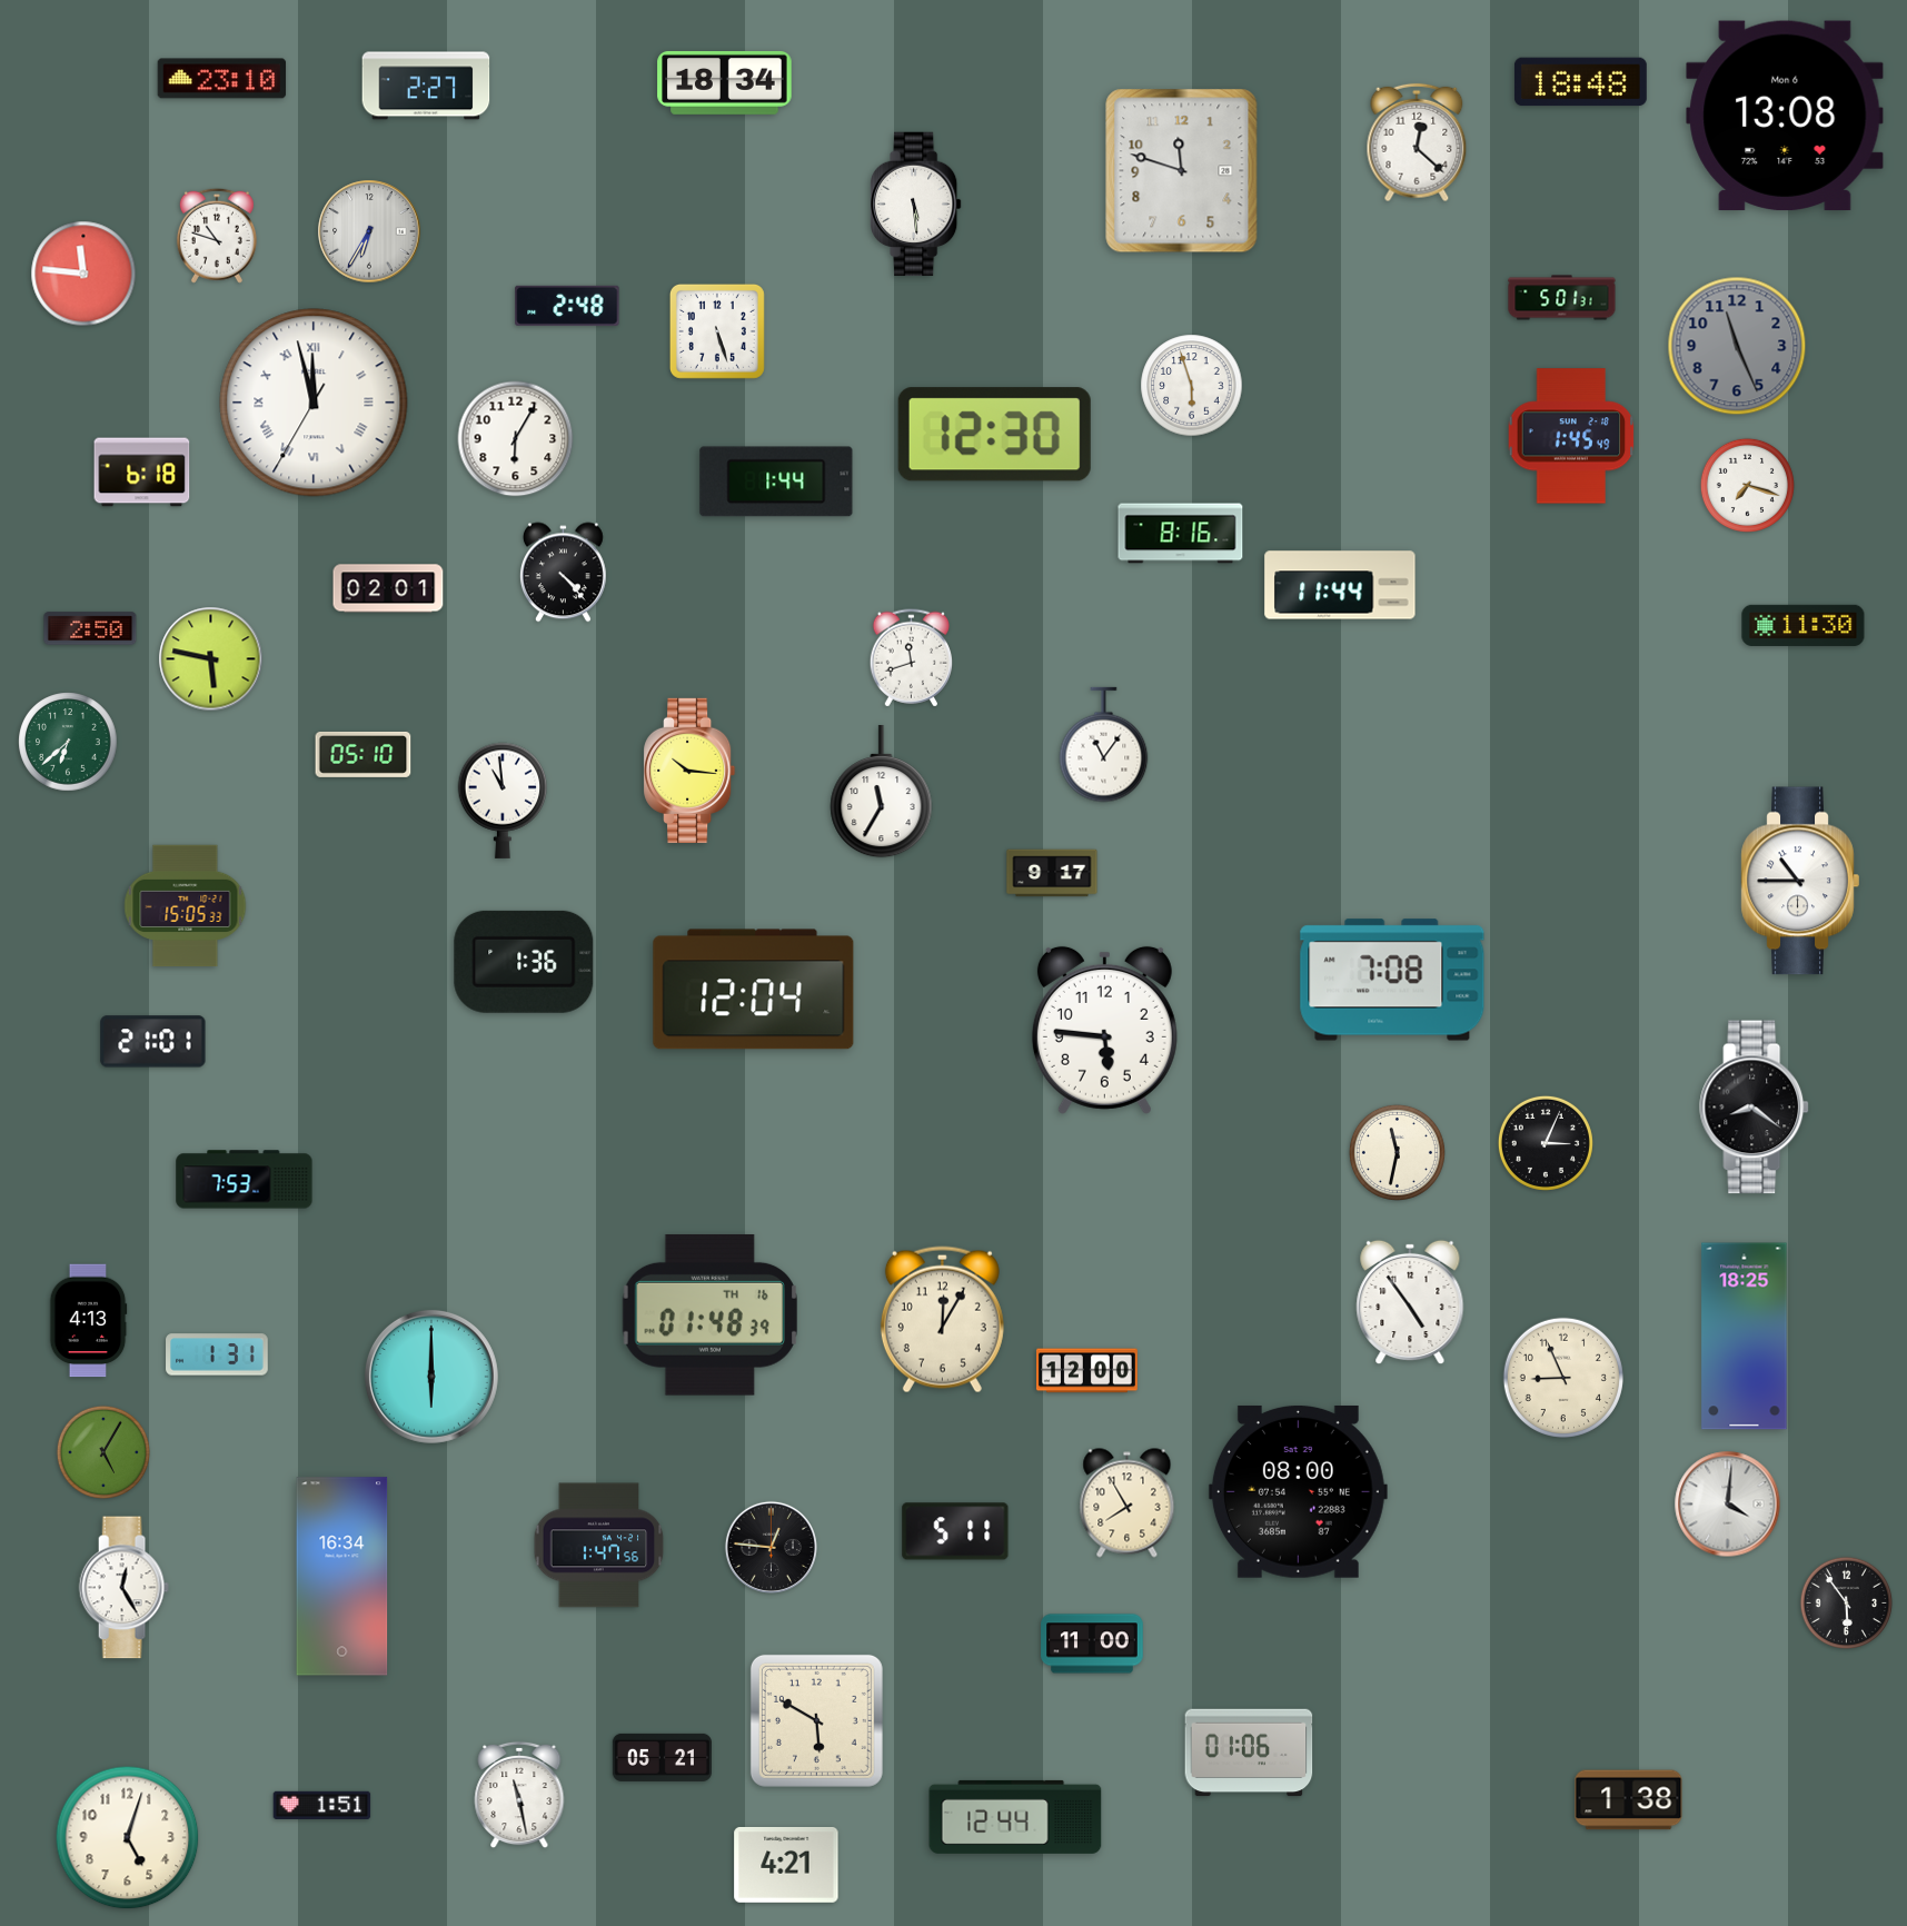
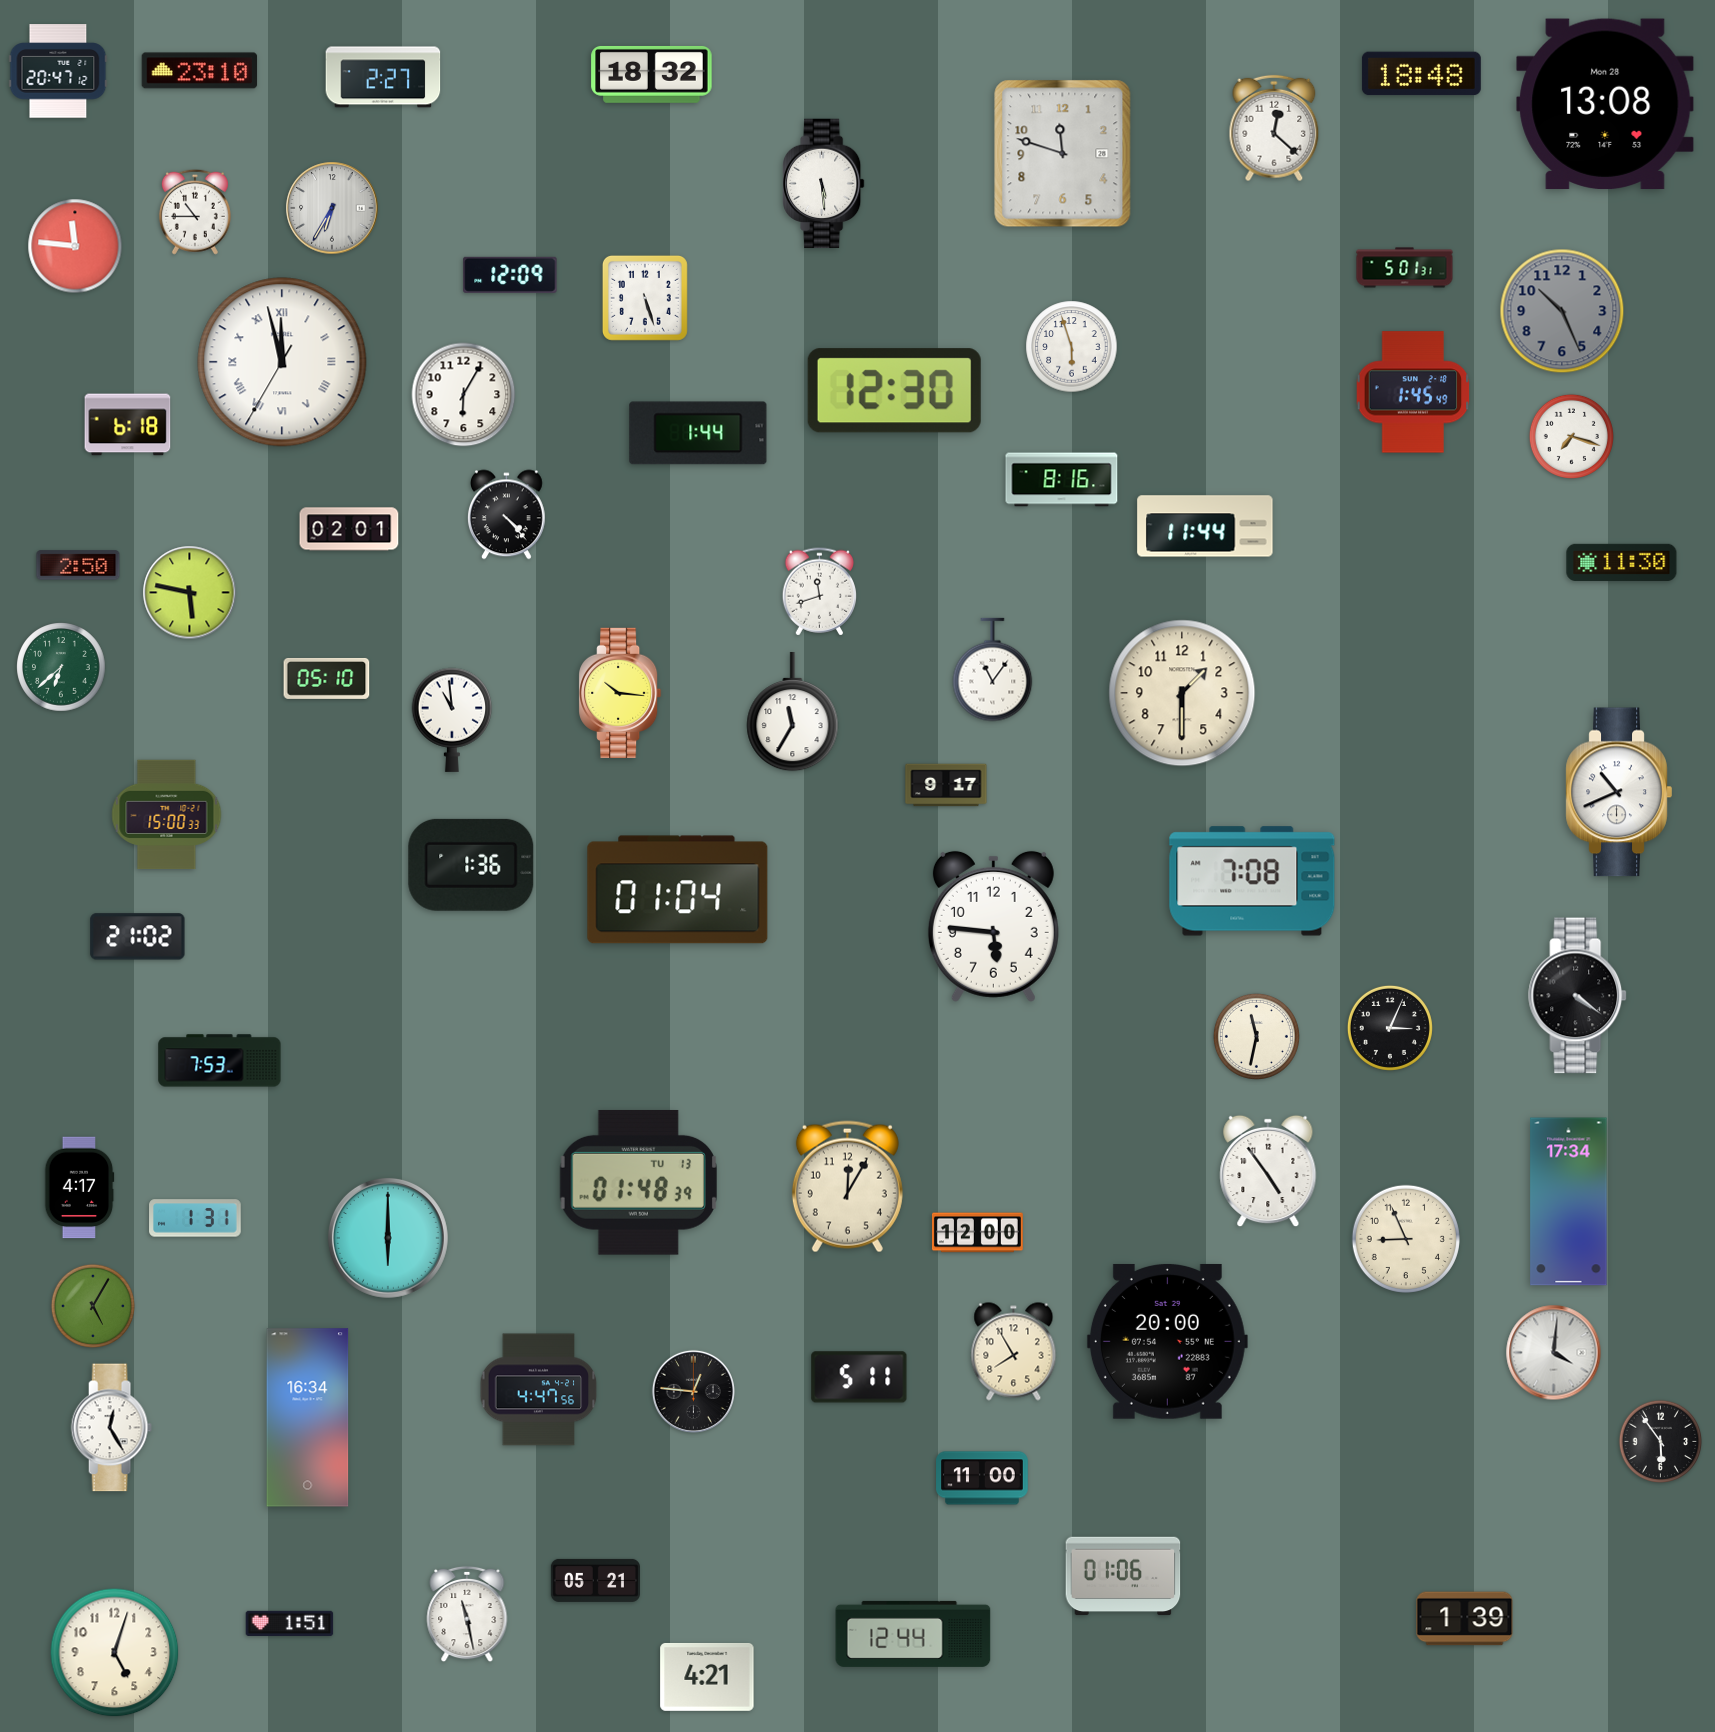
clock at (58, 71): none -> 20:47
clock at (725, 82): 18:34 -> 18:32
clock at (1785, 116) date: Mon 6 -> Mon 28
clock at (217, 236): 10:48 -> 10:45
clock at (567, 306): 2:48 -> 12:09
clock at (1737, 346): 11:26 -> 10:26
clock at (90, 628) position: (90, 628) -> (78, 565)
clock at (1182, 693): none -> 1:30
clock at (1800, 881): 10:45 -> 10:41
clock at (186, 906): 15:05 -> 15:00
clock at (754, 990): 12:04 -> 01:04
clock at (153, 1042): 21:01 -> 21:02
clock at (1755, 1108): 8:21 -> 4:21
clock at (709, 1314) date: TH 16 -> TU 13
clock at (88, 1321): 4:13 -> 4:17
clock at (1745, 1337): 18:25 -> 17:34
clock at (1298, 1491): 08:00 -> 20:00
clock at (599, 1546): 1:47 -> 4:47
clock at (816, 1720): 5:50 -> none
clock at (1629, 1800): 1:38 -> 1:39
